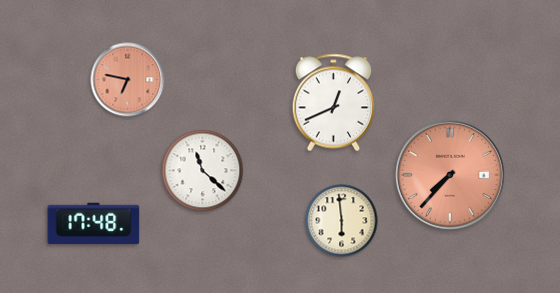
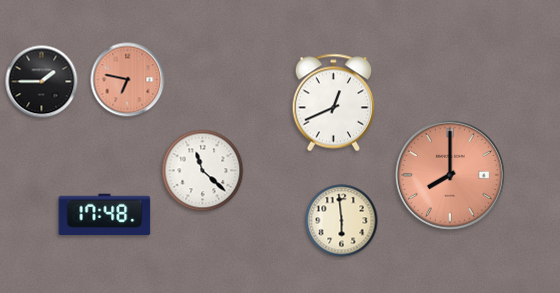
clock at (42, 82): none -> 1:45
clock at (450, 175): 7:37 -> 8:00
clock at (94, 224) position: (94, 224) -> (105, 215)
